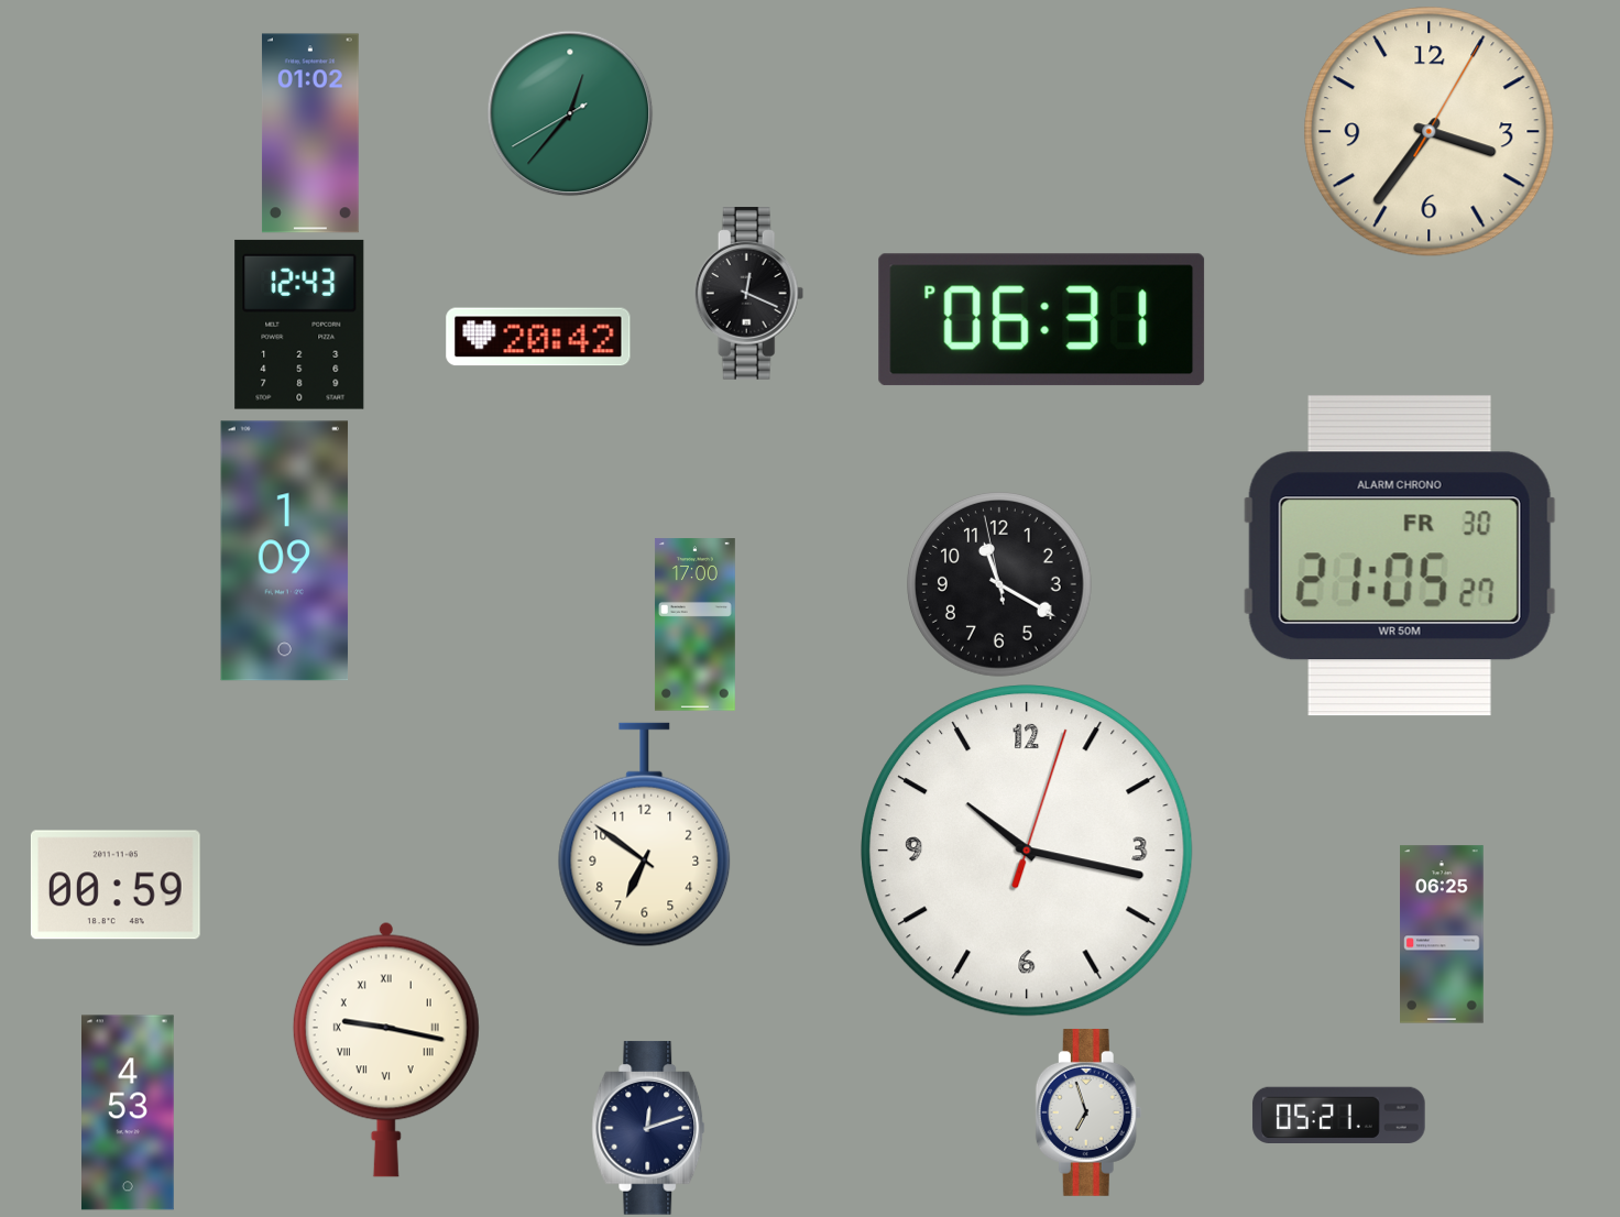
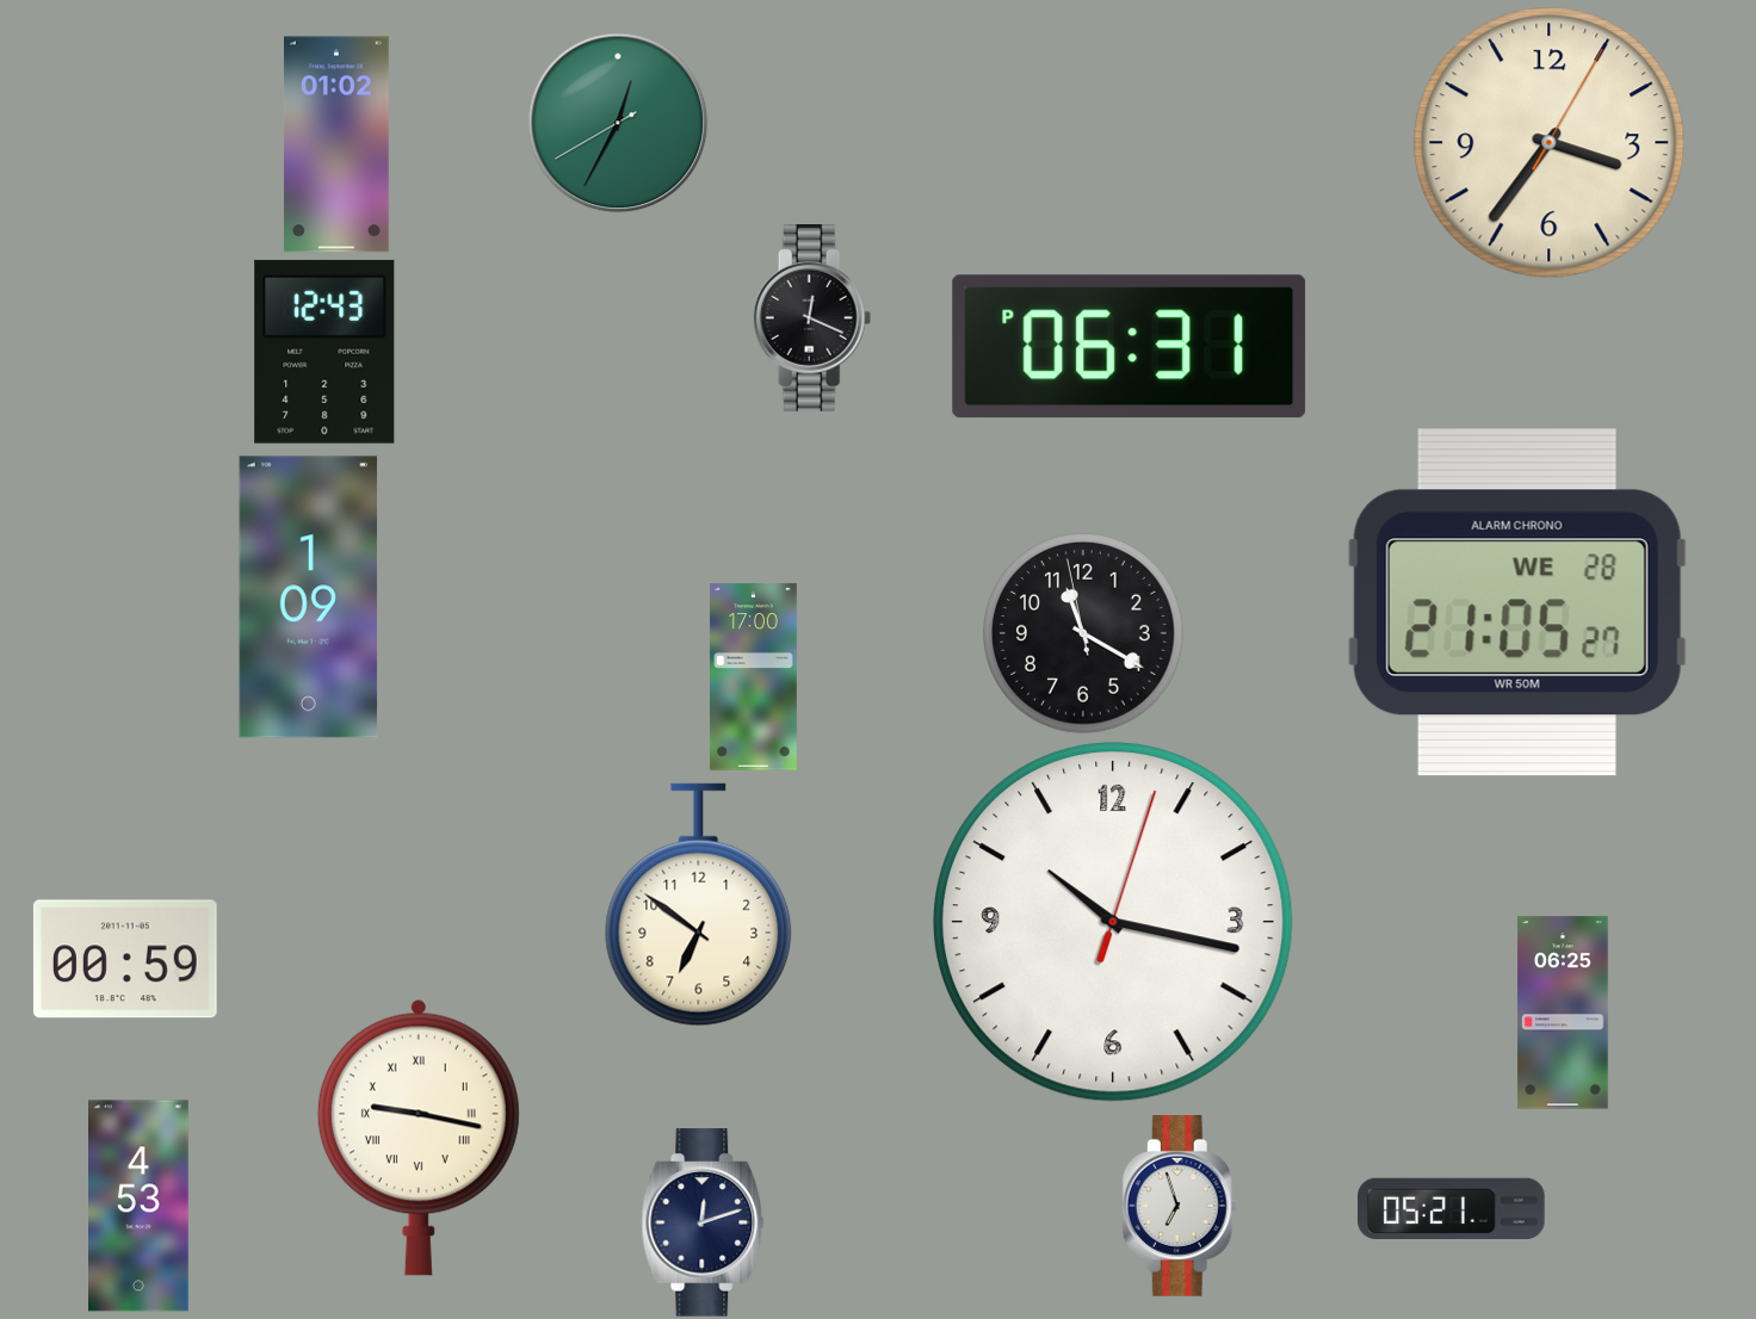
clock at (570, 113): 12:36 -> 12:34
clock at (538, 337): 20:42 -> none
clock at (1400, 556) date: FR 30 -> WE 28
